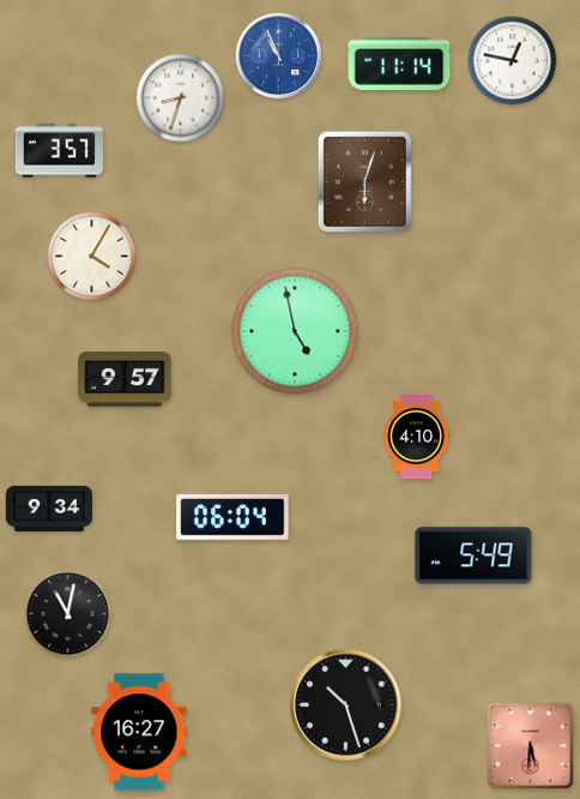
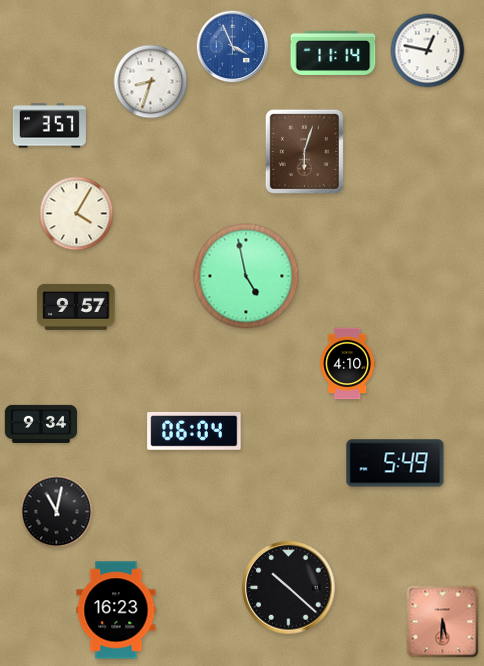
clock at (279, 56): 10:56 -> 3:56
clock at (125, 379) position: (125, 379) -> (76, 307)
clock at (346, 705): 10:27 -> 10:22
clock at (139, 732): 16:27 -> 16:23
